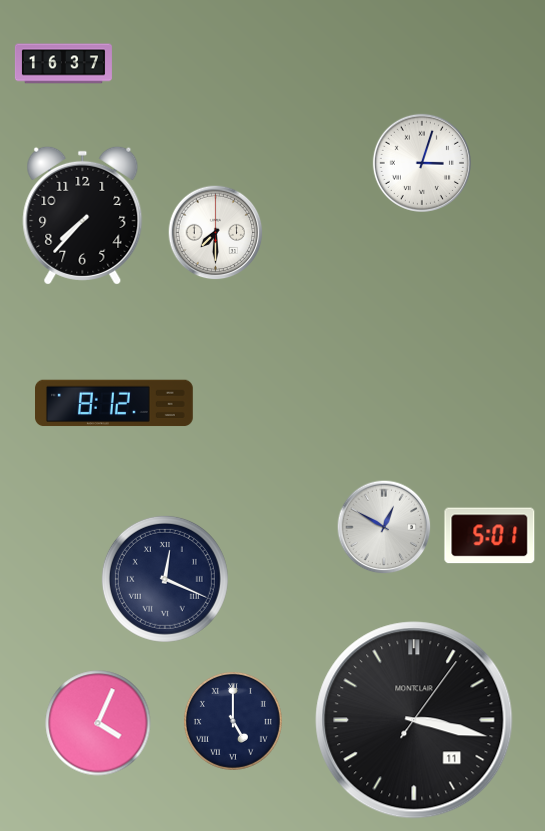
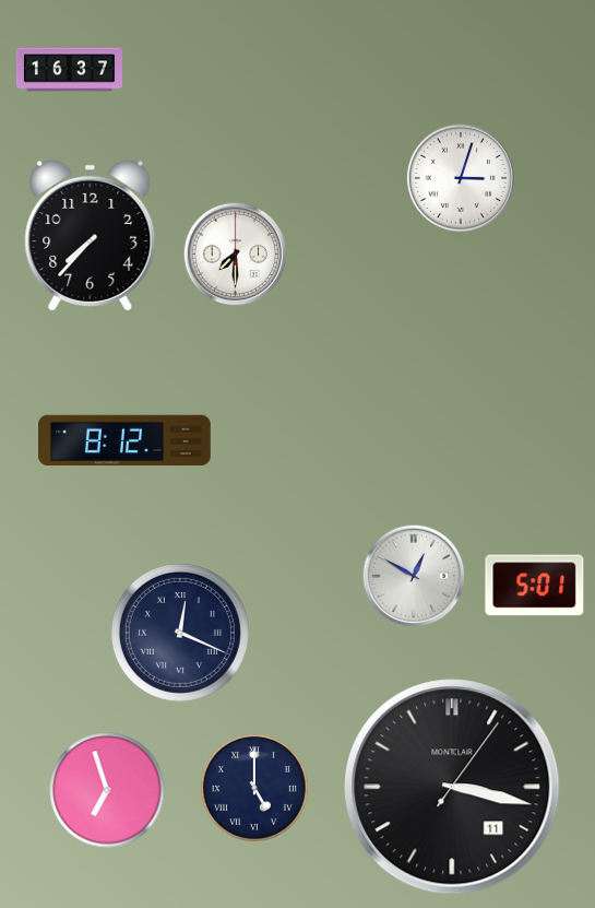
clock at (384, 527) position: (384, 527) -> (414, 576)
clock at (98, 723): 4:04 -> 6:57
